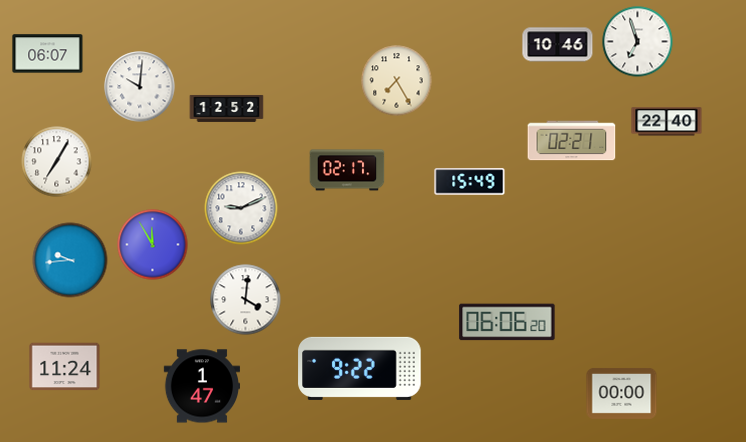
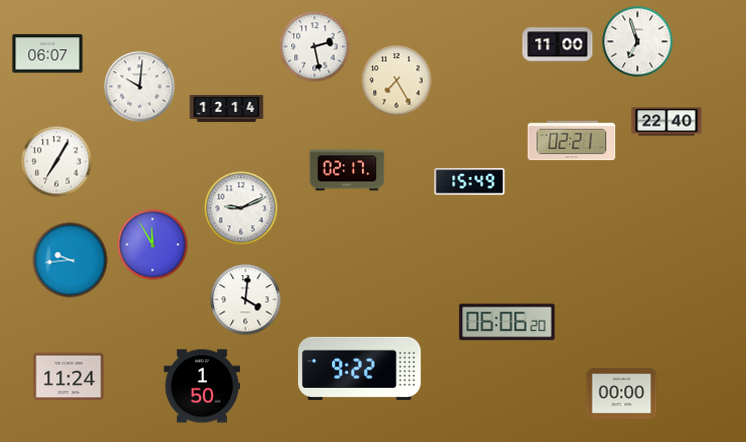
clock at (558, 45): 10:46 -> 11:00
clock at (315, 47): none -> 2:28
clock at (227, 108): 12:52 -> 12:14
clock at (65, 367) position: (65, 367) -> (69, 377)
clock at (202, 386): 1:47 -> 1:50
